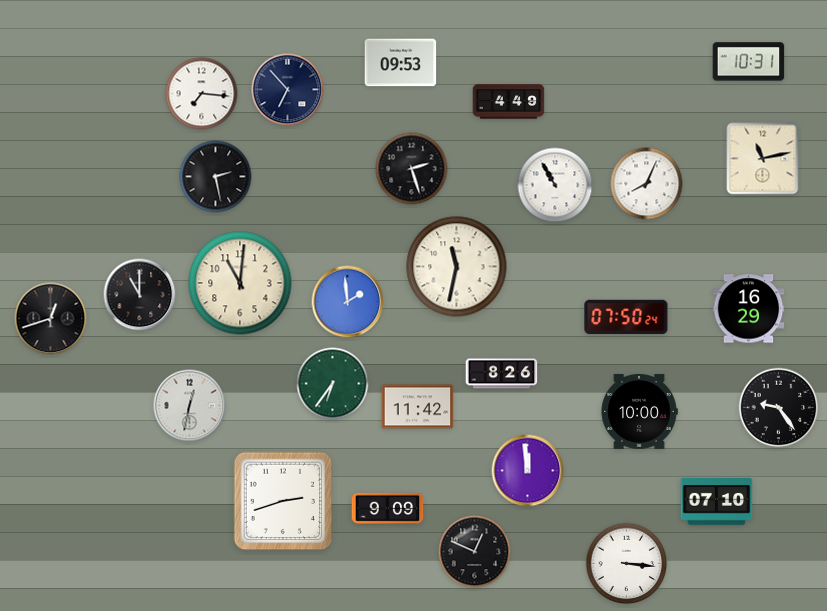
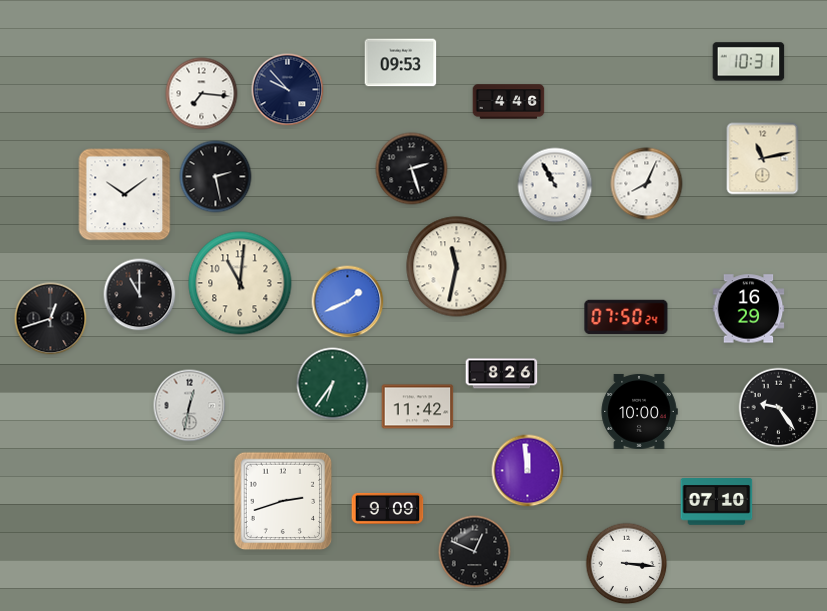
clock at (288, 90): 6:53 -> 9:53
clock at (509, 102): 4:49 -> 4:46
clock at (125, 195): none -> 10:09
clock at (348, 302): 1:59 -> 1:41
